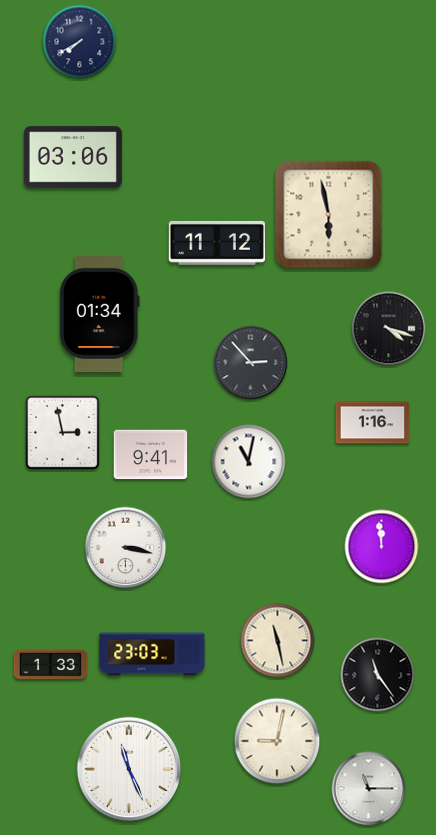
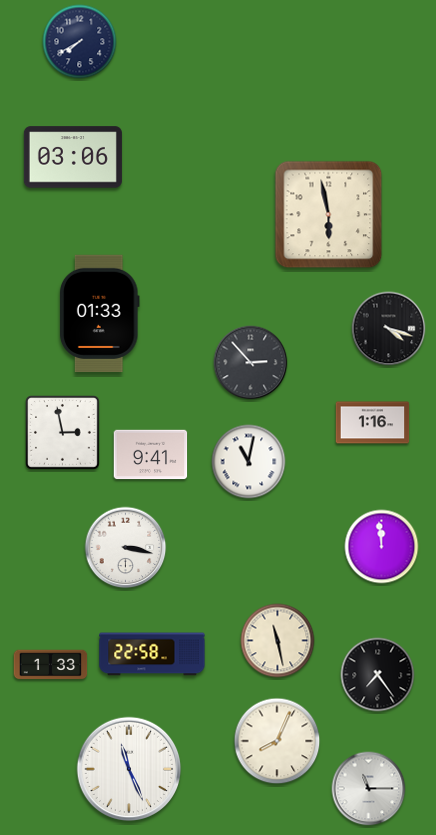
clock at (217, 243): 11:12 -> none
clock at (99, 313): 01:34 -> 01:33
clock at (152, 654): 23:03 -> 22:58
clock at (378, 675): 11:24 -> 7:24
clock at (277, 741): 9:02 -> 8:04
